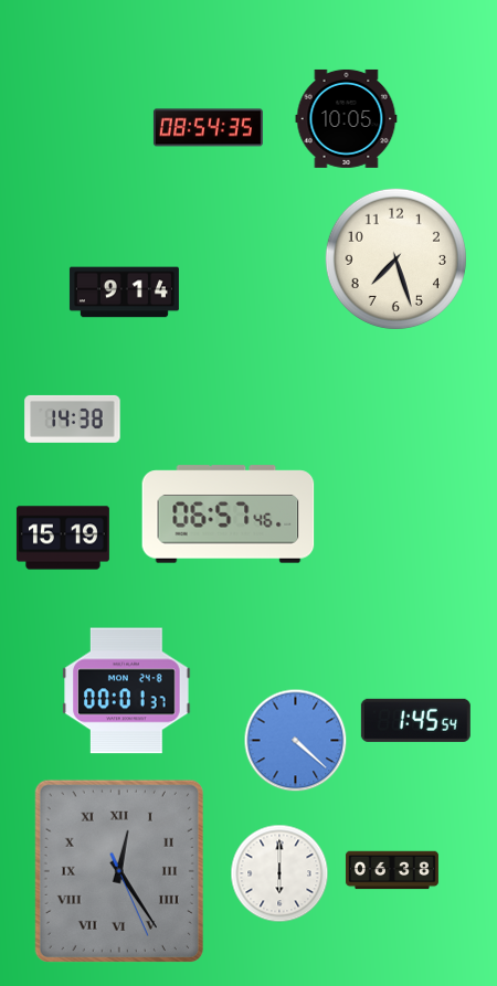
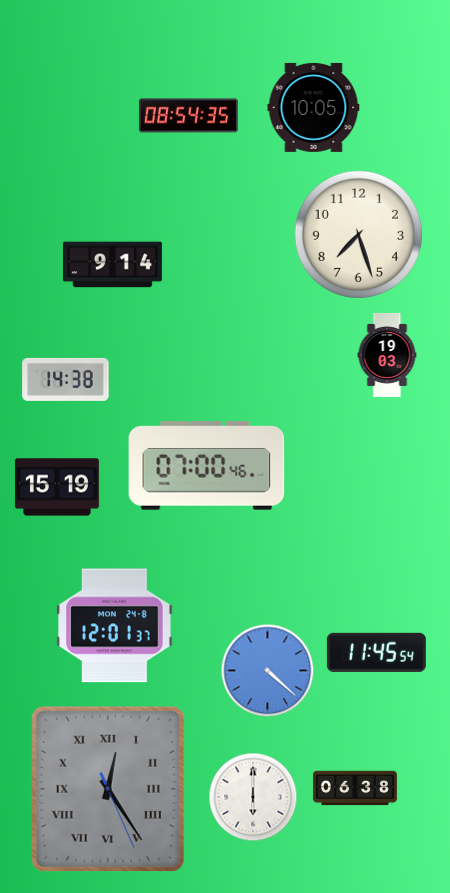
clock at (387, 355): none -> 19:03
clock at (229, 515): 06:57 -> 07:00
clock at (127, 691): 00:01 -> 12:01
clock at (415, 720): 1:45 -> 11:45
clock at (279, 873) position: (279, 873) -> (253, 797)
